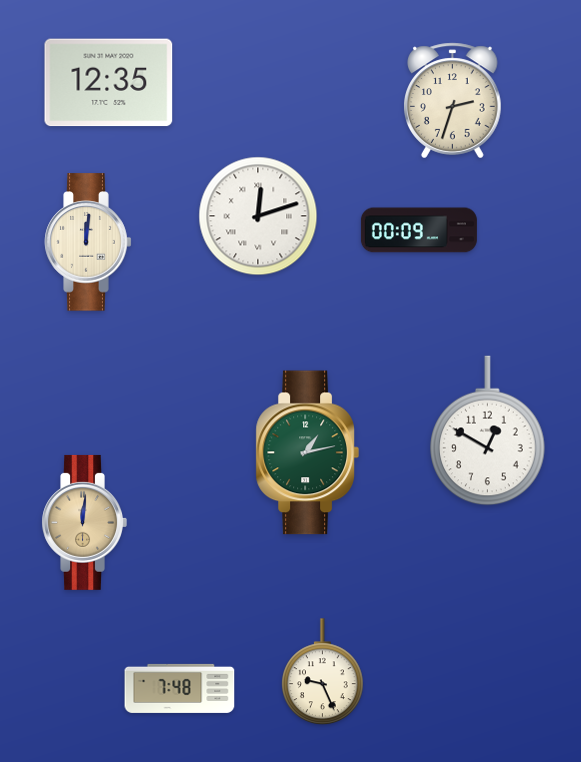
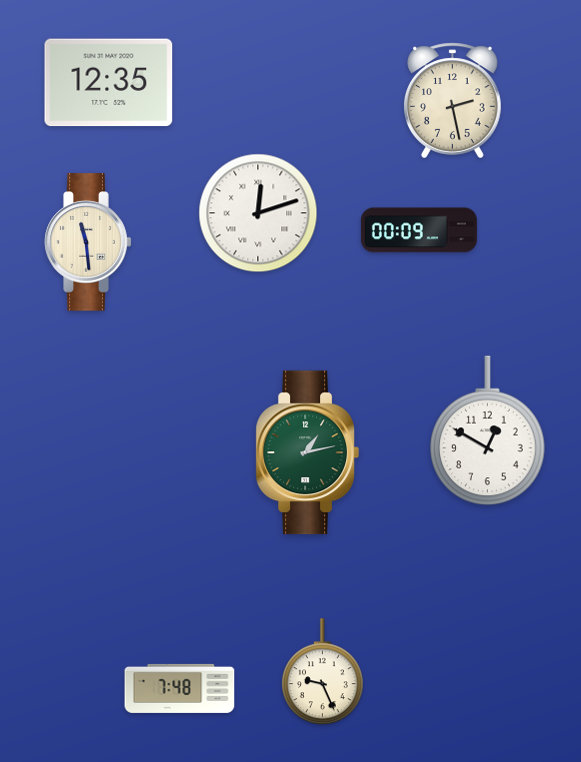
clock at (453, 101): 2:33 -> 2:28
clock at (258, 216) position: (258, 216) -> (258, 213)
clock at (88, 242): 12:01 -> 11:29
clock at (84, 522): 12:01 -> none
